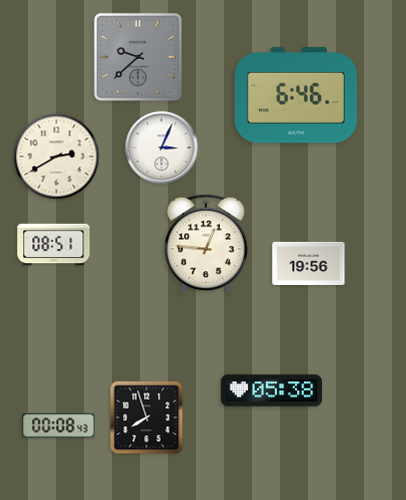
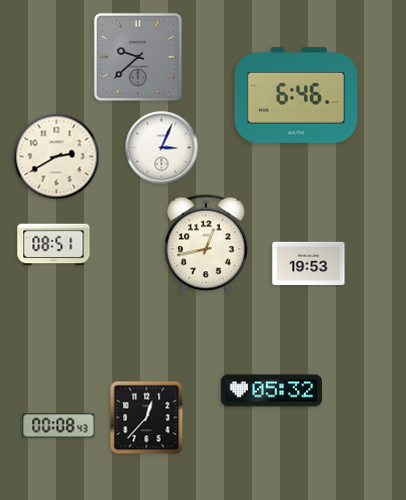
clock at (206, 244): 12:46 -> 12:43
clock at (309, 263): 19:56 -> 19:53
clock at (272, 391): 05:38 -> 05:32
clock at (147, 418): 7:57 -> 12:37
